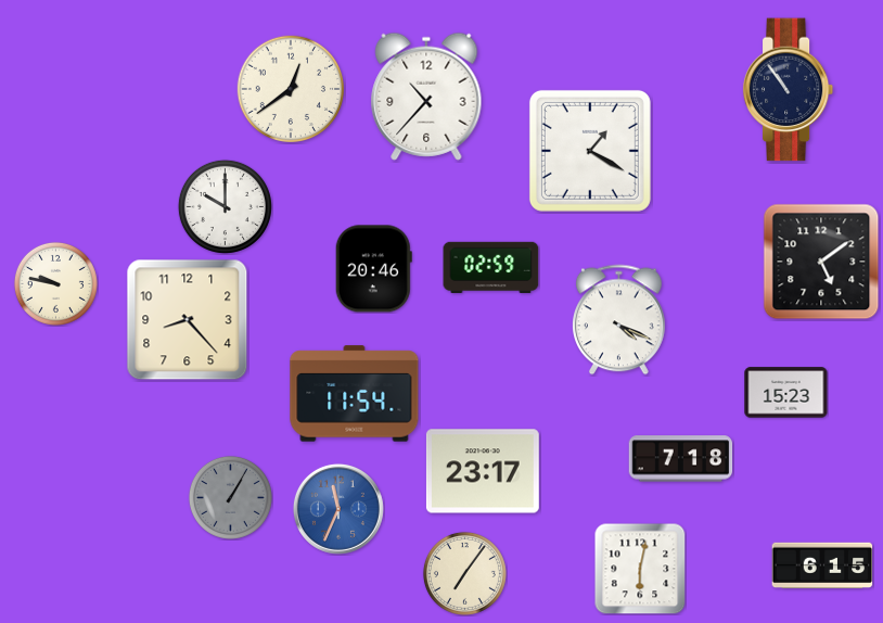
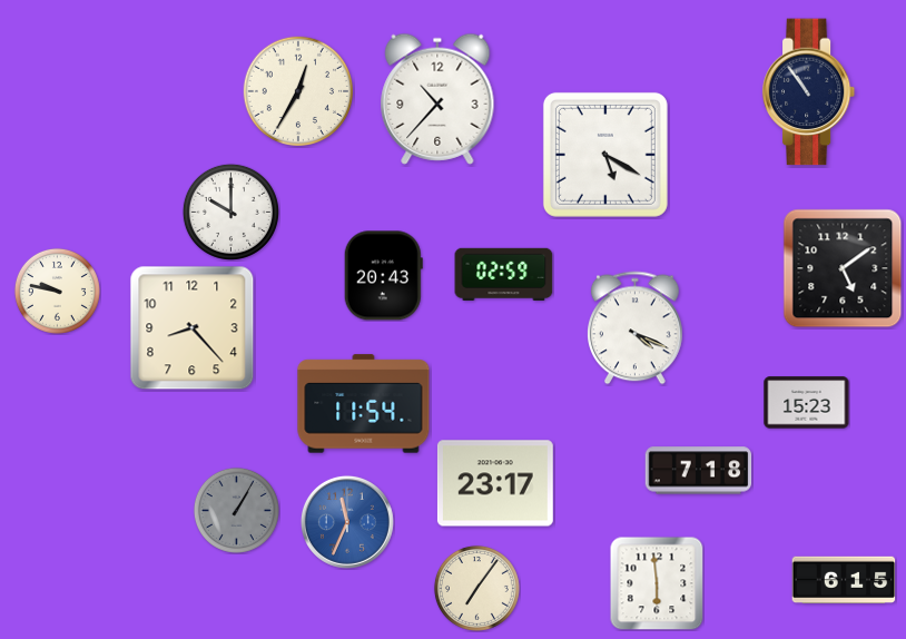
clock at (290, 88): 12:39 -> 12:35
clock at (590, 151): 1:20 -> 5:20
clock at (373, 269): 20:46 -> 20:43
clock at (640, 569): 6:02 -> 5:59
